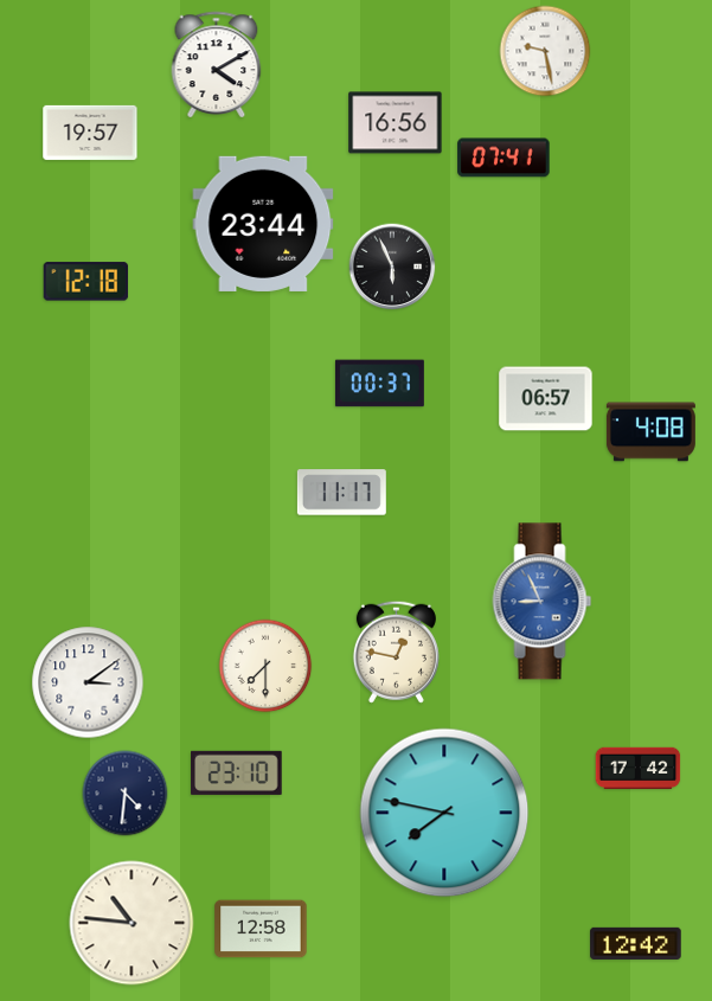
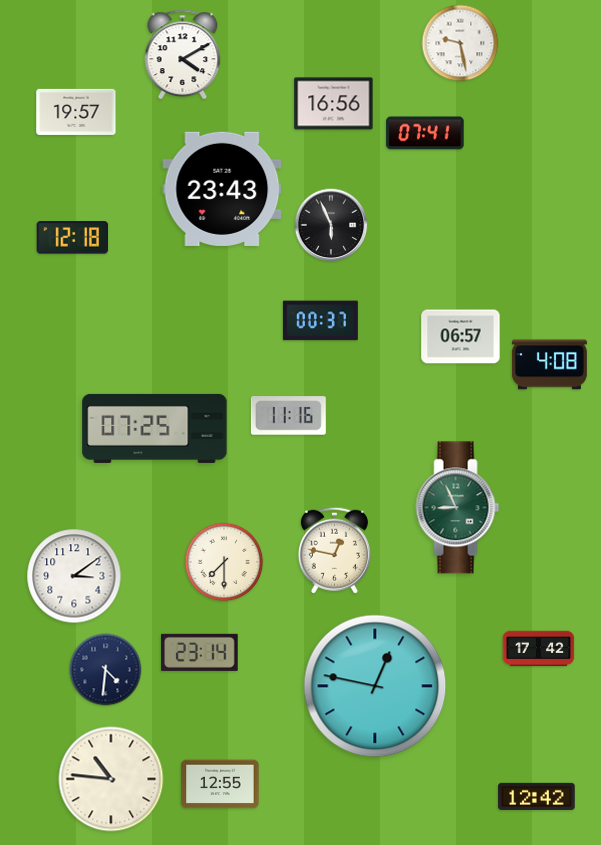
clock at (263, 224): 23:44 -> 23:43
clock at (379, 384) position: (379, 384) -> (320, 321)
clock at (341, 493): 11:17 -> 11:16
clock at (155, 428): none -> 07:25
clock at (543, 602) dial: blue -> green
clock at (237, 772): 23:10 -> 23:14
clock at (444, 813): 7:47 -> 12:47
clock at (261, 929): 12:58 -> 12:55
